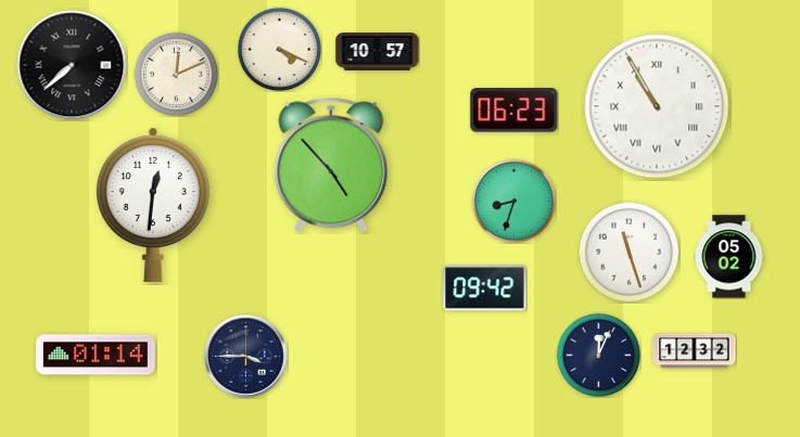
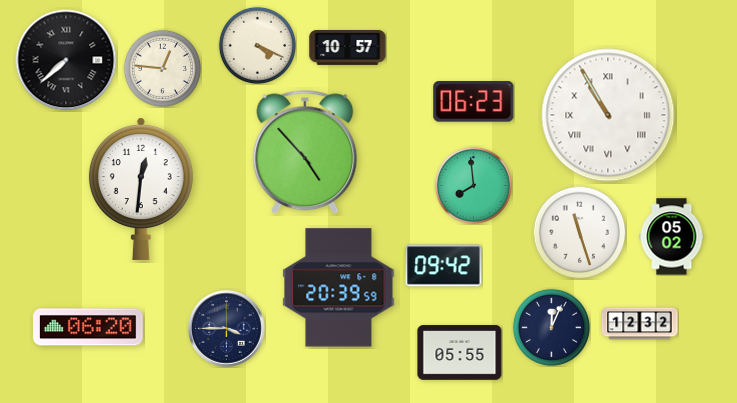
clock at (176, 74): 12:11 -> 12:46
clock at (657, 106) position: (657, 106) -> (608, 115)
clock at (513, 201): 8:33 -> 7:59
clock at (485, 288) position: (485, 288) -> (444, 266)
clock at (339, 288): none -> 20:39
clock at (97, 355): 01:14 -> 06:20
clock at (460, 353): none -> 05:55
